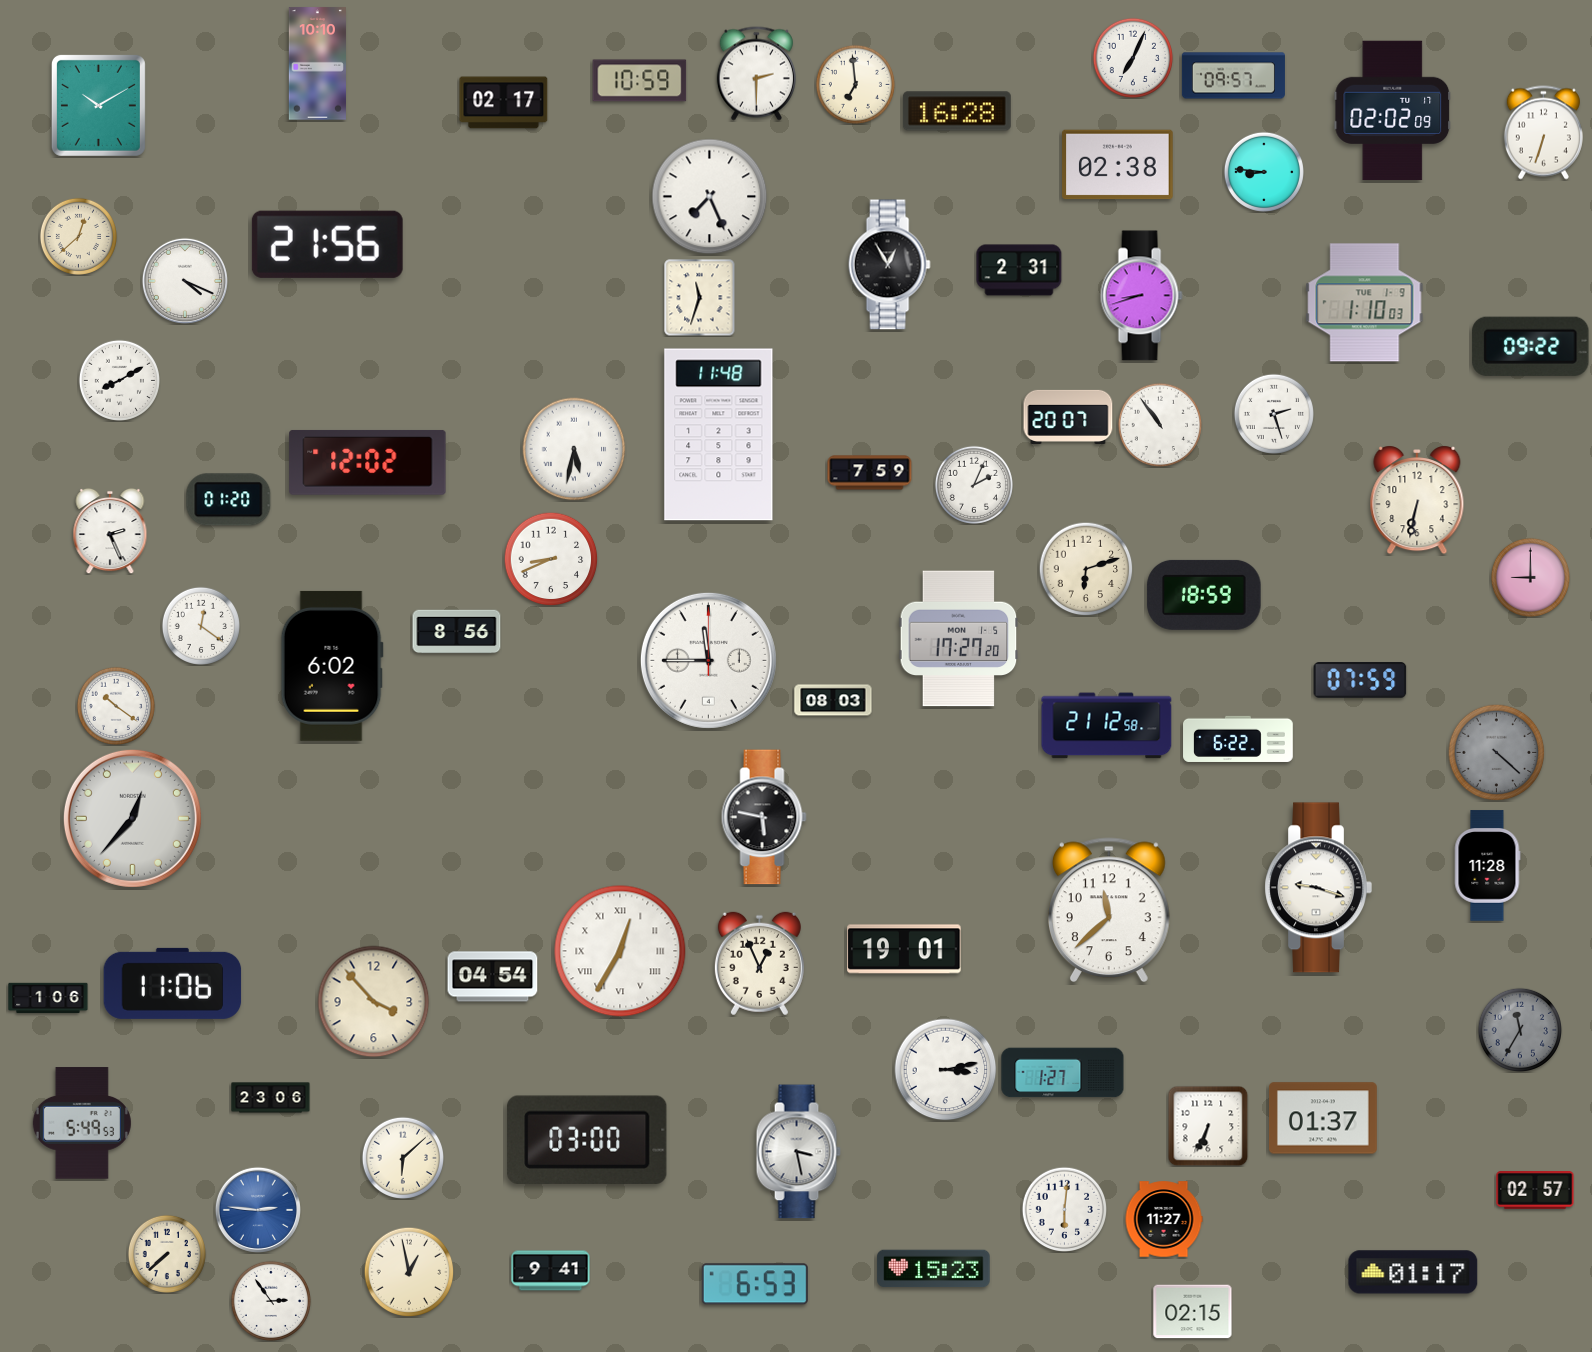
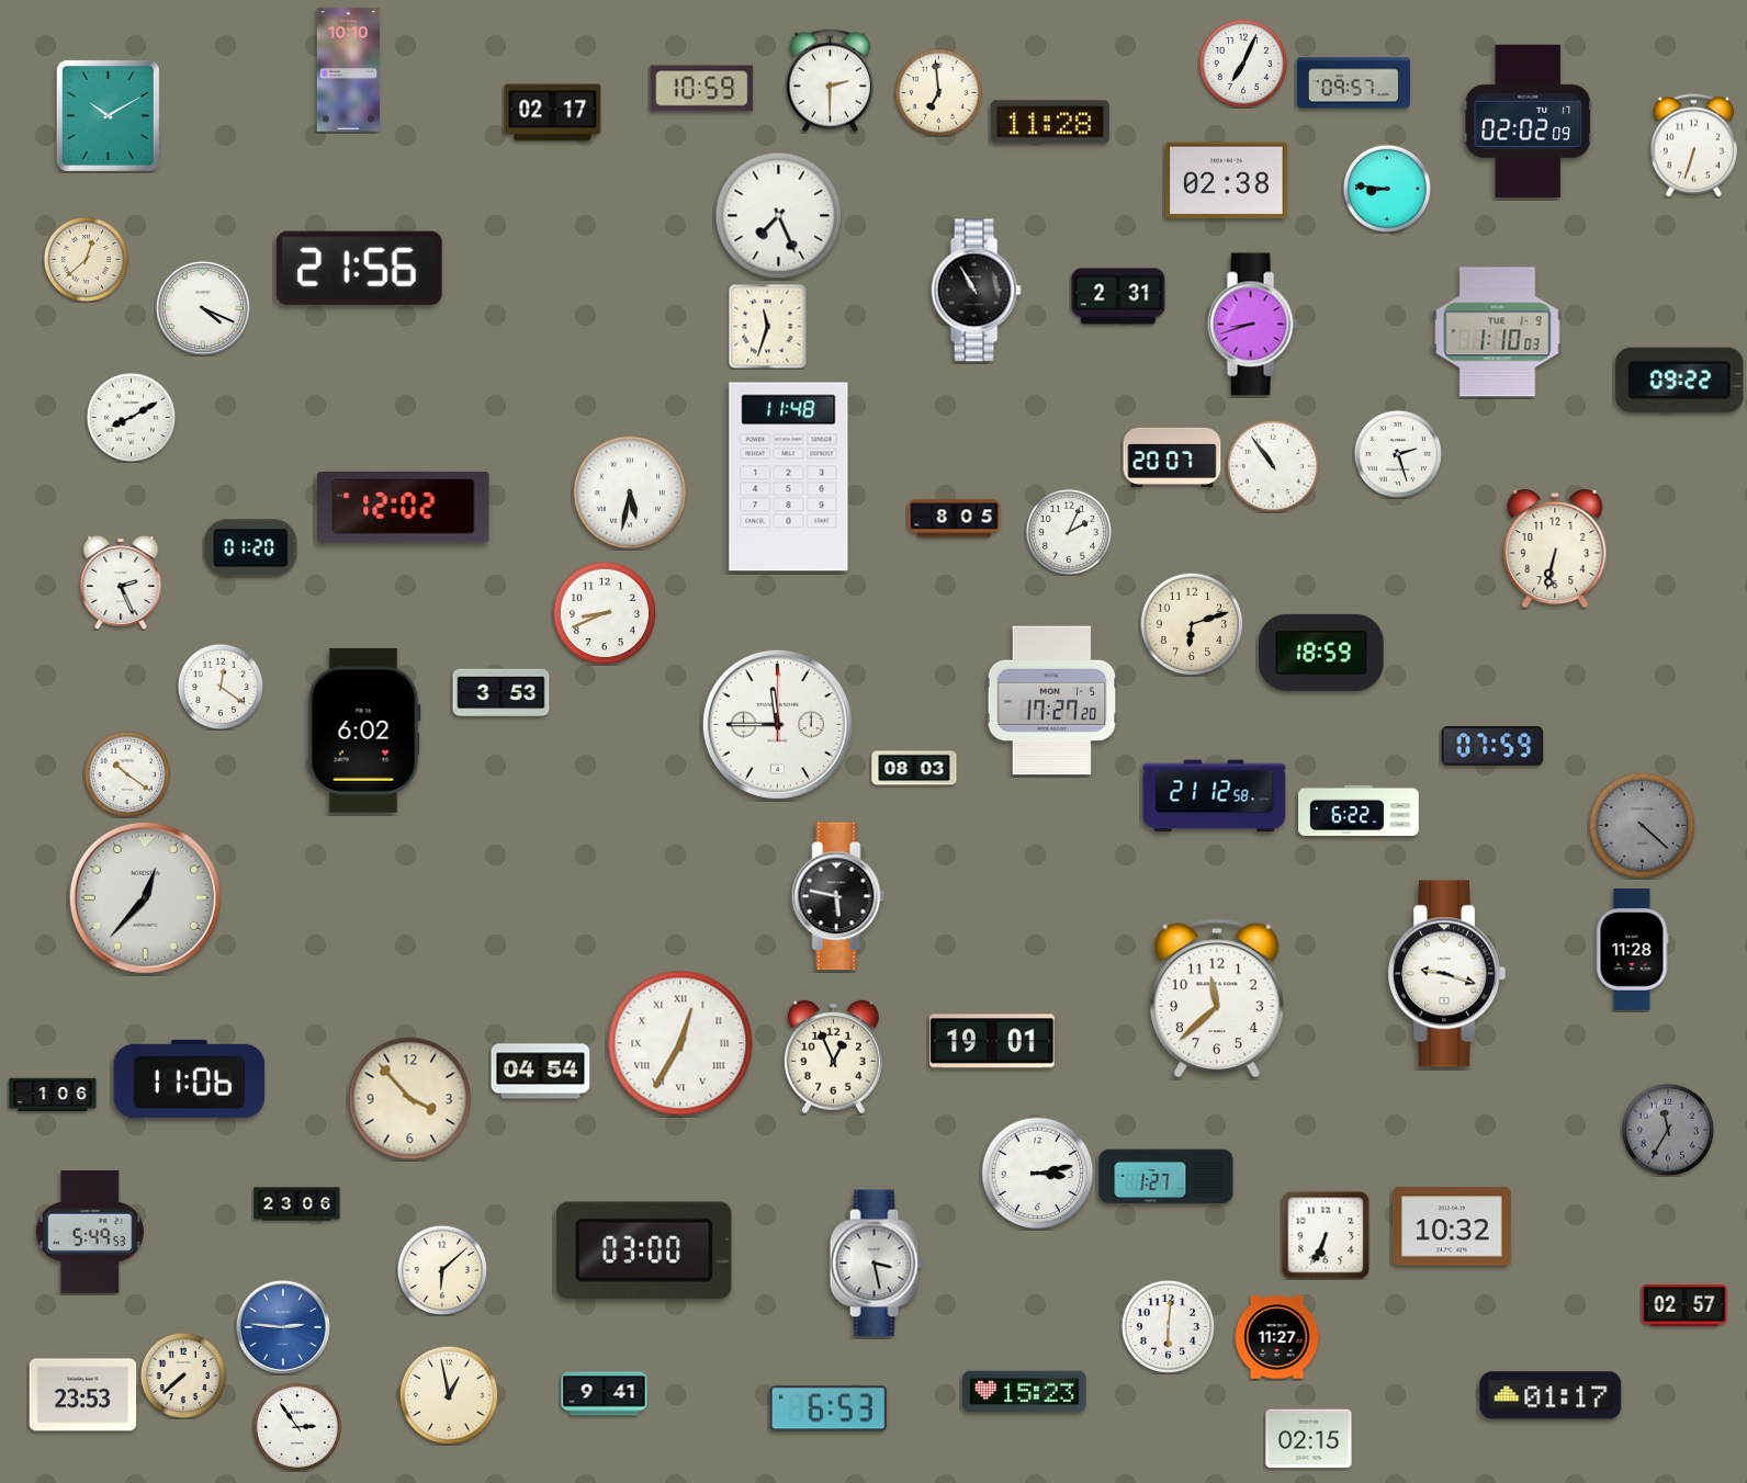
clock at (957, 111): 16:28 -> 11:28
clock at (889, 265): 12:55 -> 10:55
clock at (870, 473): 7:59 -> 8:05
clock at (1530, 577): 9:00 -> none
clock at (457, 632): 8:56 -> 3:53
clock at (1323, 1118): 01:37 -> 10:32
clock at (83, 1395): none -> 23:53
